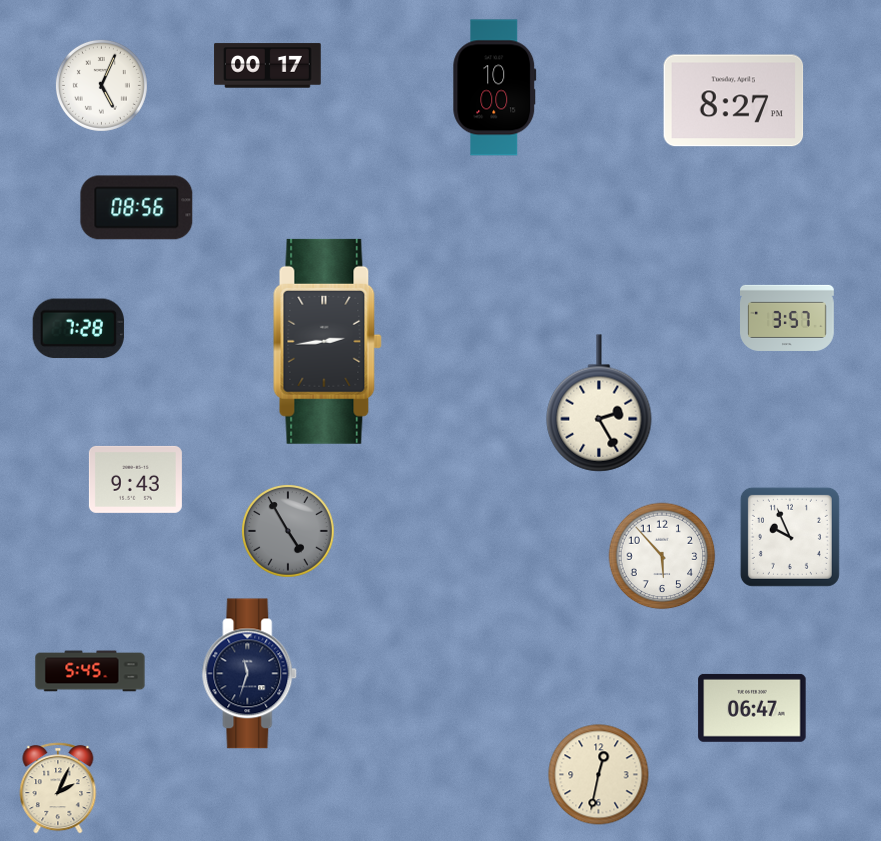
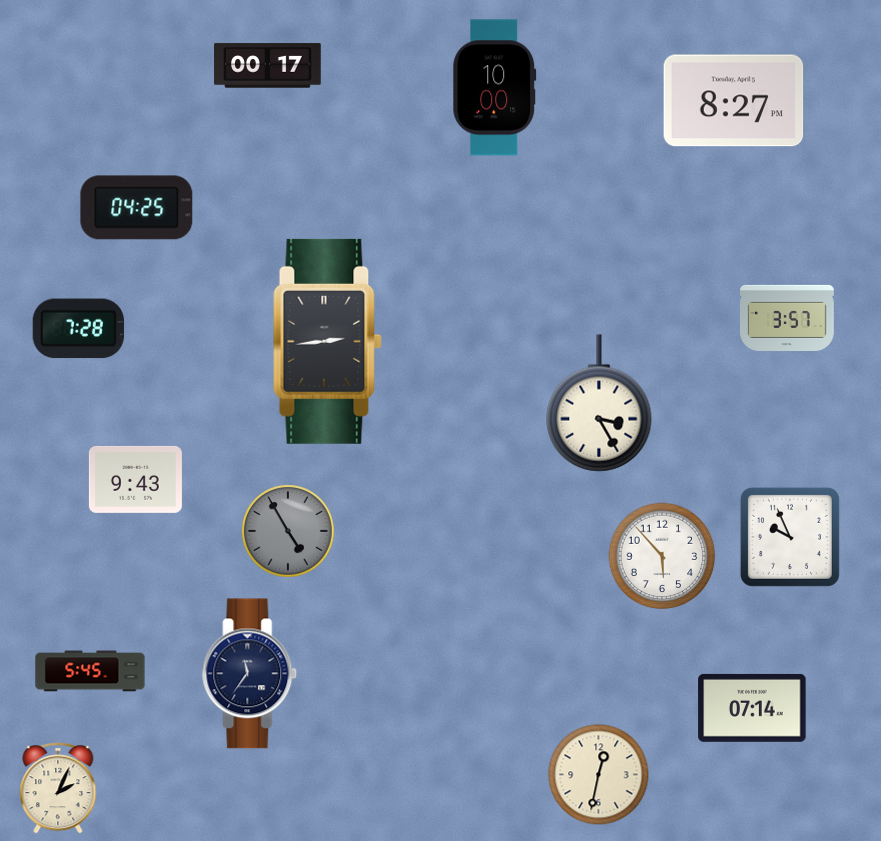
clock at (101, 85): 5:04 -> none
clock at (137, 208): 08:56 -> 04:25
clock at (599, 403): 2:25 -> 3:25
clock at (250, 674): 11:33 -> 11:36
clock at (752, 708): 06:47 -> 07:14
